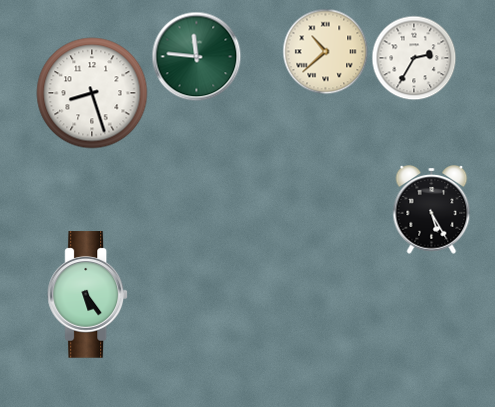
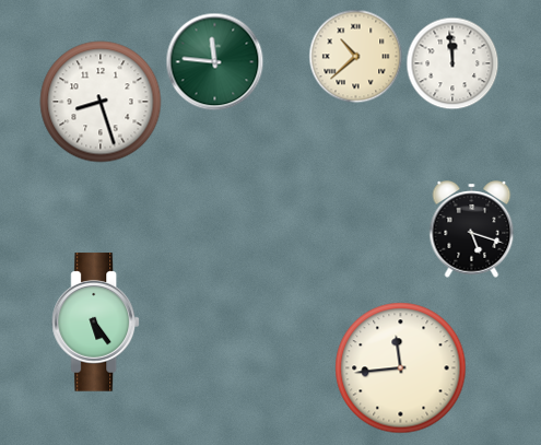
clock at (414, 58): 2:35 -> 11:59
clock at (432, 210): 5:25 -> 5:18
clock at (401, 368): none -> 11:44
